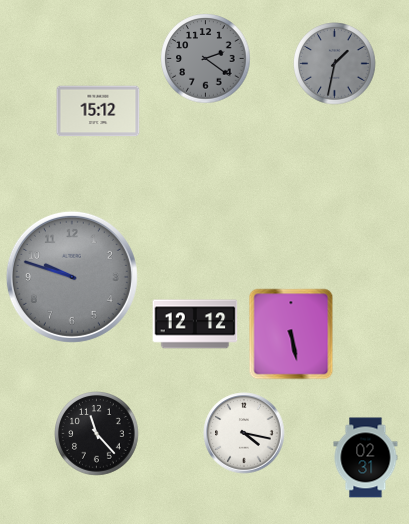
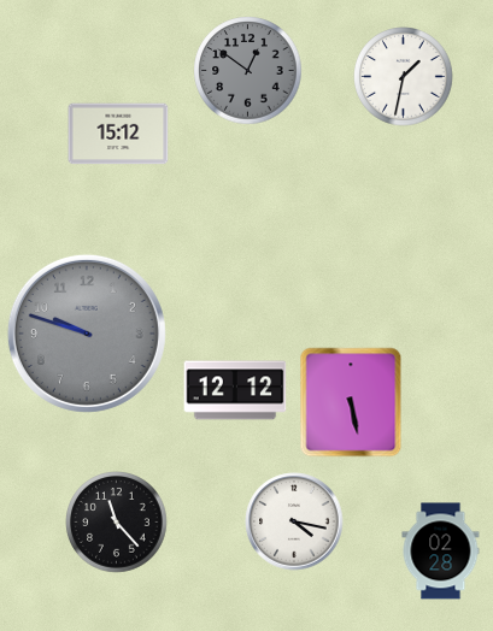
clock at (206, 59): 2:21 -> 12:51
clock at (335, 64) dial: grey -> white
clock at (366, 458): 02:31 -> 02:28
